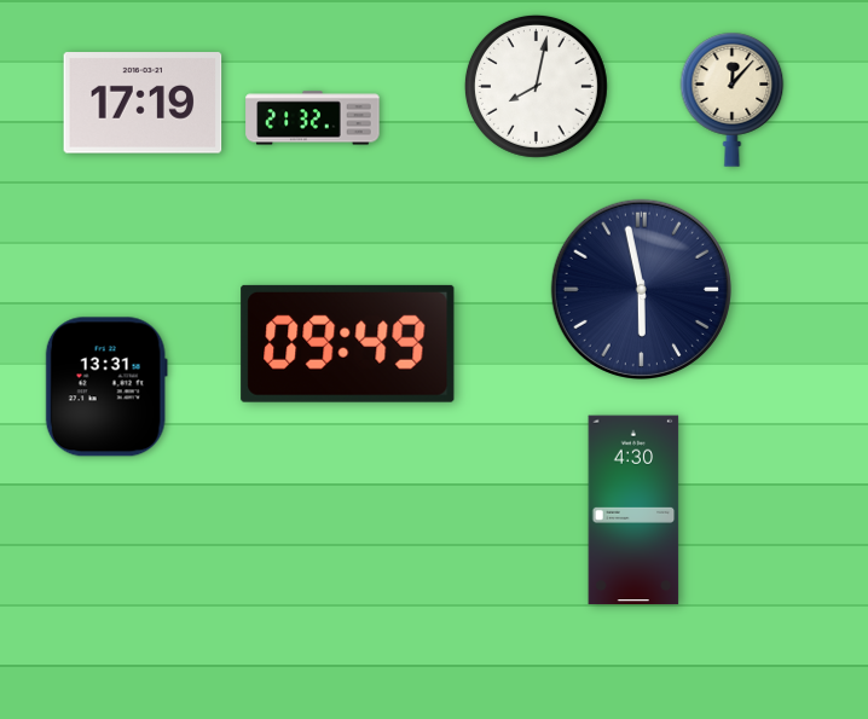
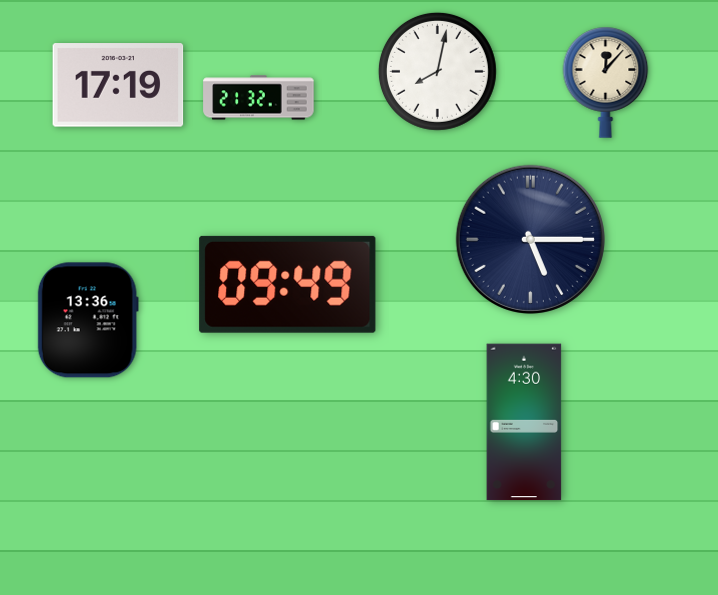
clock at (536, 86) position: (536, 86) -> (437, 71)
clock at (641, 289): 5:58 -> 5:15
clock at (106, 387): 13:31 -> 13:36
